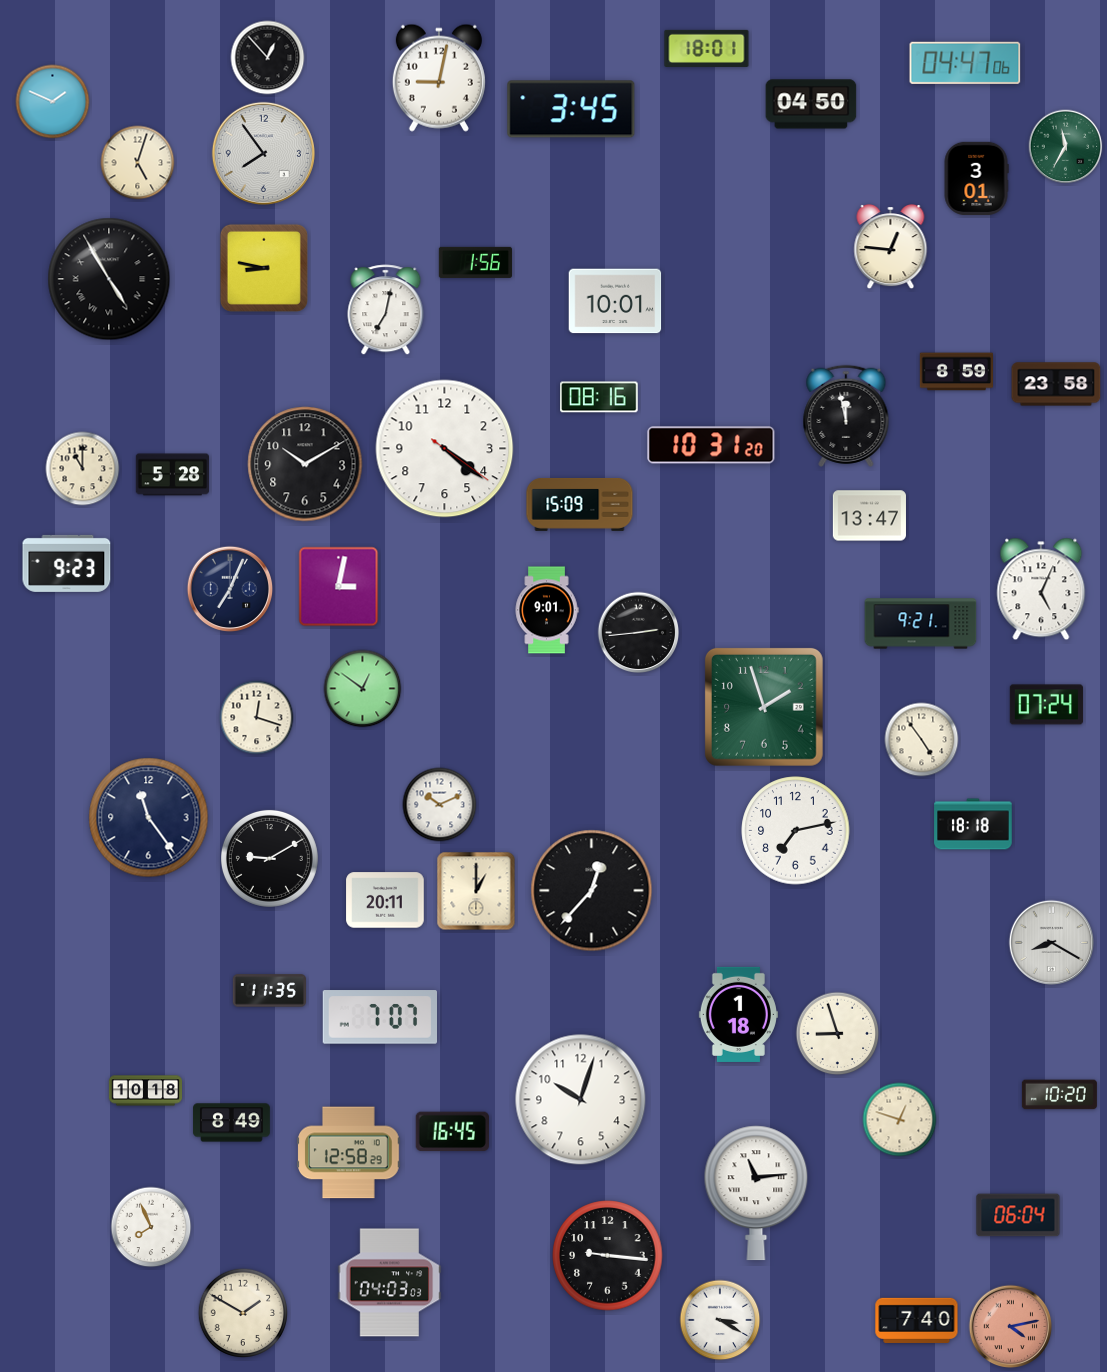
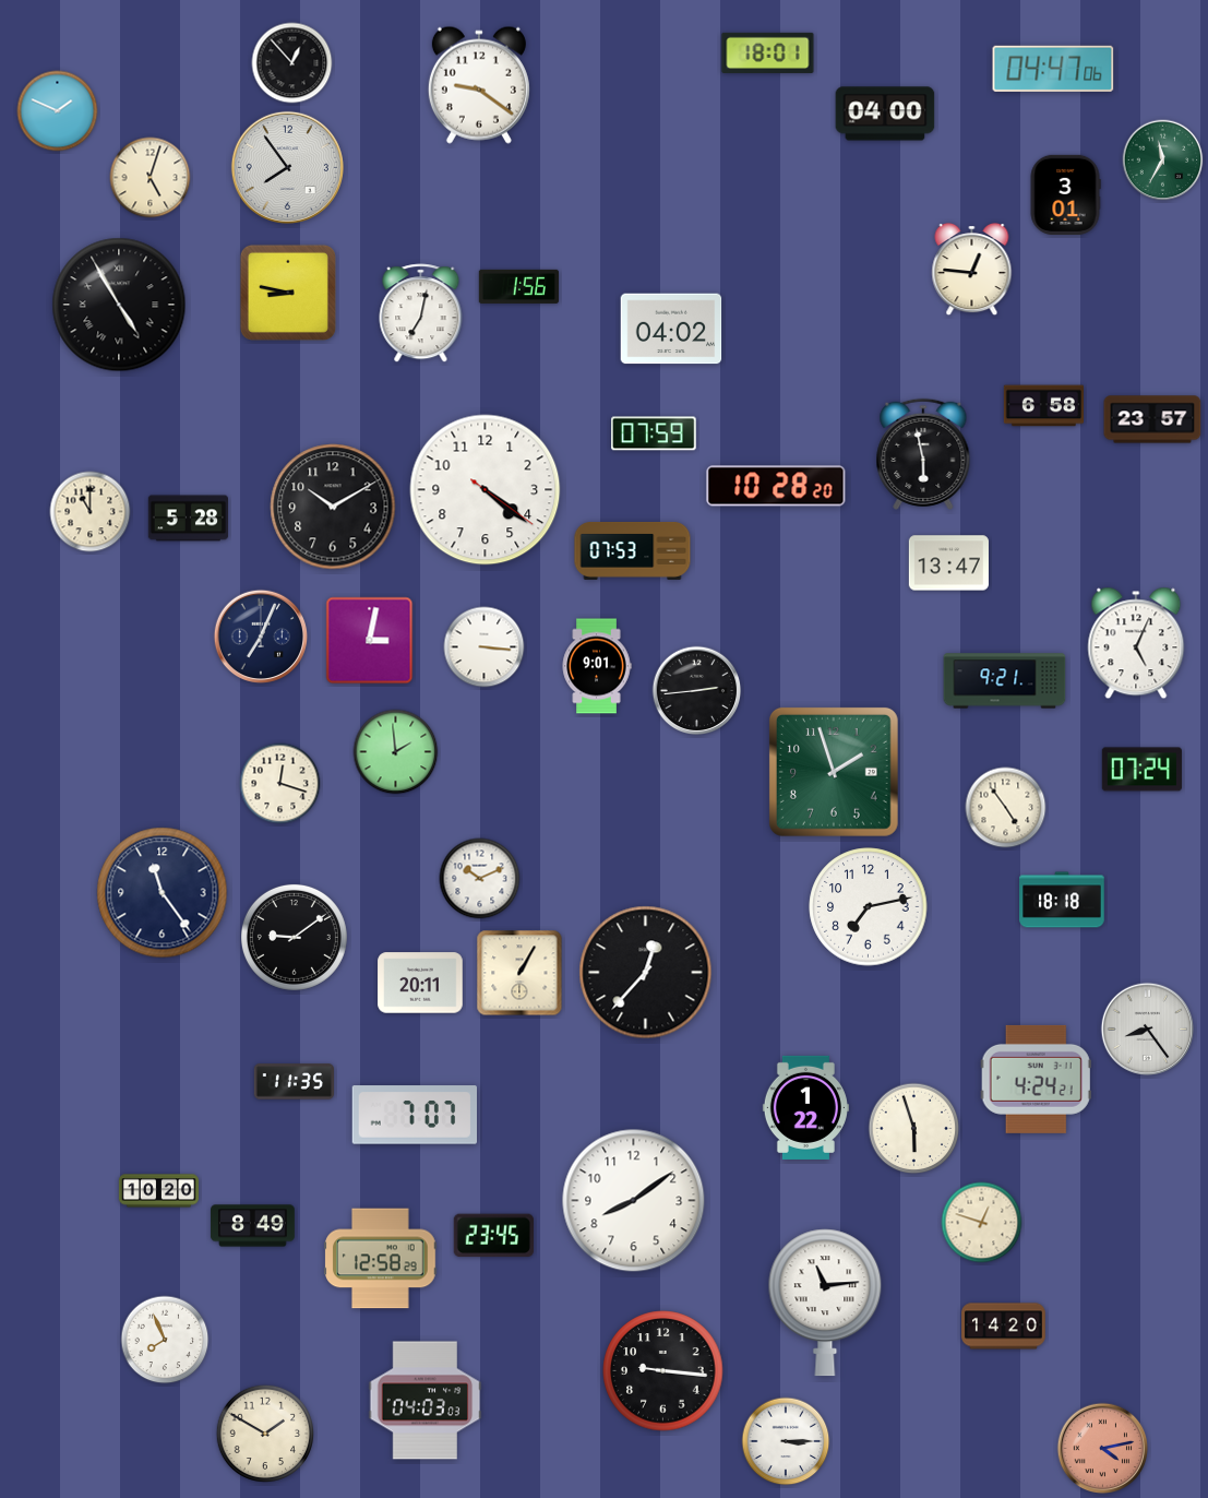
clock at (707, 48) position: (707, 48) -> (768, 52)
clock at (439, 78): 9:02 -> 9:21
clock at (811, 104): 04:50 -> 04:00
clock at (571, 109): 3:45 -> none
clock at (615, 301): 10:01 -> 04:02
clock at (386, 310) position: (386, 310) -> (421, 313)
clock at (956, 372): 8:59 -> 6:58
clock at (1056, 384): 23:58 -> 23:57
clock at (600, 397): 08:16 -> 07:59
clock at (846, 416): 11:58 -> 5:58
clock at (711, 445): 10:31 -> 10:28
clock at (580, 505): 15:09 -> 07:53
clock at (67, 563): 9:23 -> none
clock at (230, 589) position: (230, 589) -> (261, 637)
clock at (485, 647): none -> 3:16
clock at (363, 689): 12:51 -> 1:59
clock at (269, 858): 9:10 -> 9:09
clock at (476, 891): 1:00 -> 1:05
clock at (1052, 943): 8:20 -> 8:24
clock at (1036, 1079): none -> 4:24
clock at (738, 1014): 1:18 -> 1:22
clock at (380, 1017) position: (380, 1017) -> (415, 1115)
clock at (838, 1034): 8:57 -> 5:57
clock at (145, 1091): 10:18 -> 10:20
clock at (1059, 1095): 10:20 -> none
clock at (581, 1100): 10:03 -> 8:09
clock at (452, 1132): 16:45 -> 23:45
clock at (1004, 1327): none -> 14:20
clock at (1018, 1215): 06:04 -> none
clock at (720, 1320): 3:20 -> 3:15
clock at (917, 1320): 7:40 -> none
